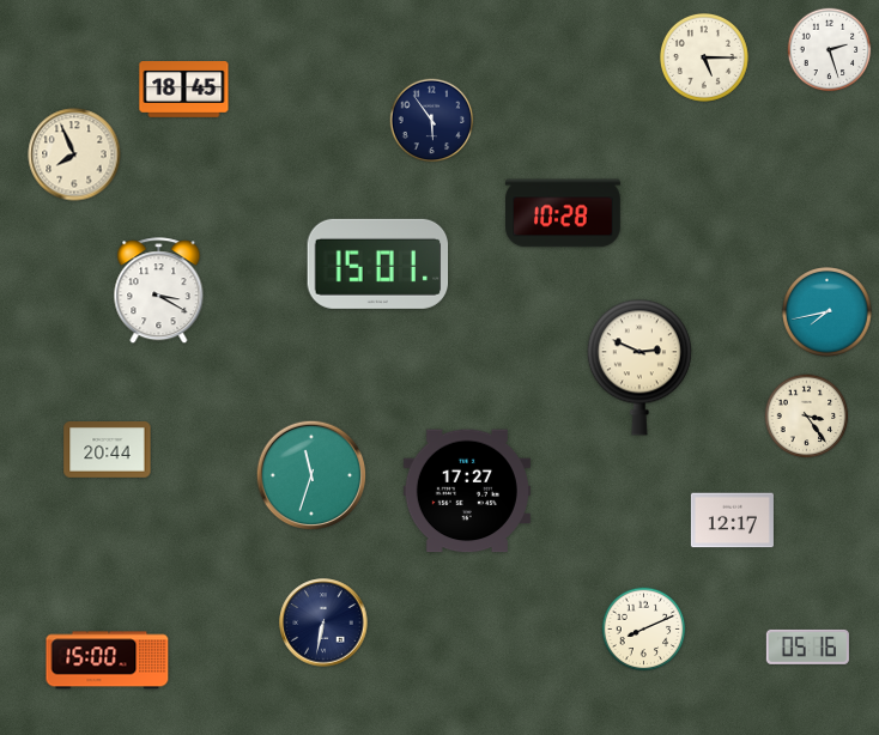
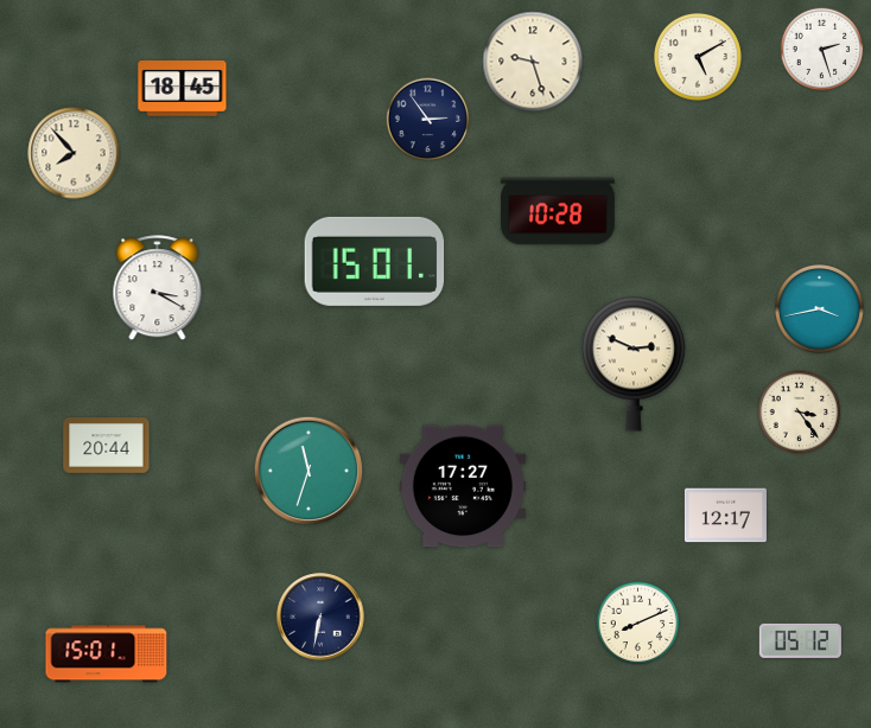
clock at (704, 57): 5:15 -> 5:10
clock at (533, 62): none -> 9:27
clock at (432, 121): 5:54 -> 2:54
clock at (74, 154): 7:56 -> 7:53
clock at (828, 312): 7:43 -> 3:43
clock at (807, 646): 05:16 -> 05:12
clock at (108, 661): 15:00 -> 15:01
